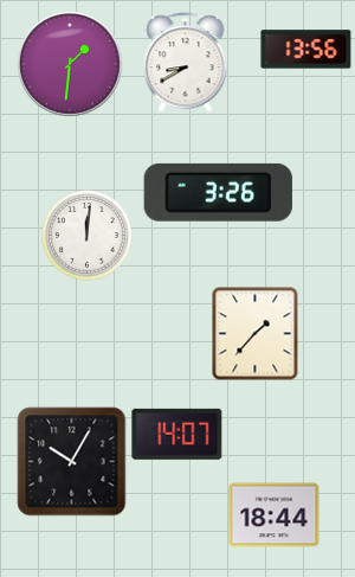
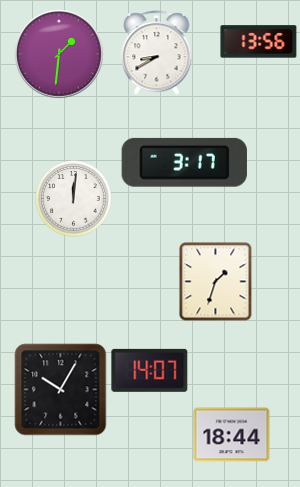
clock at (218, 192): 3:26 -> 3:17
clock at (256, 334): 1:37 -> 1:33
clock at (177, 434) position: (177, 434) -> (150, 370)
